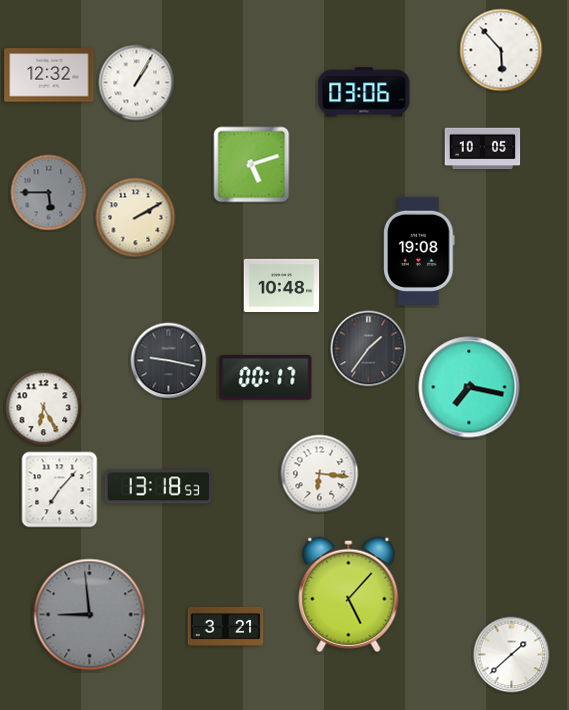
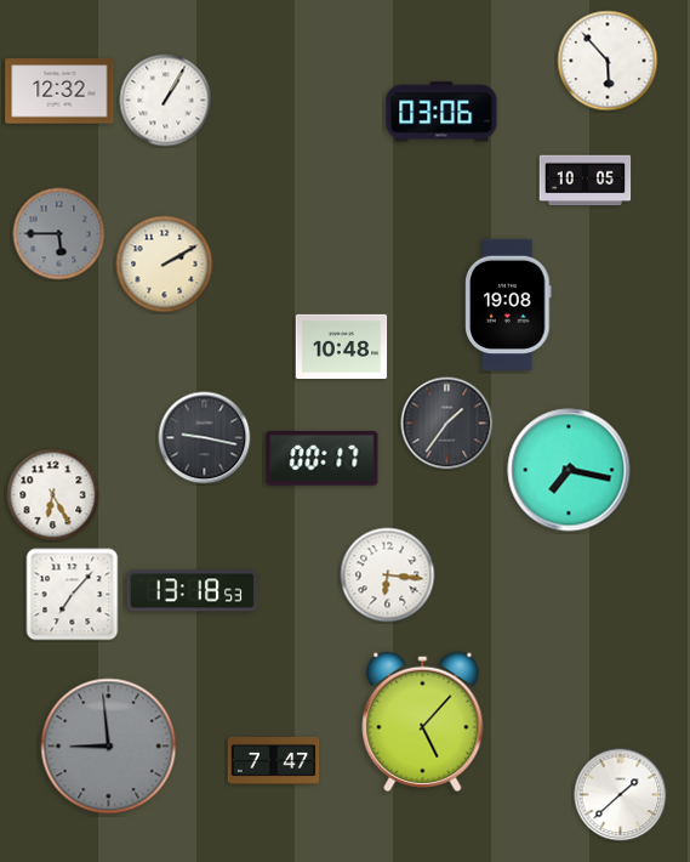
clock at (252, 165): 5:12 -> none
clock at (226, 626): 3:21 -> 7:47
